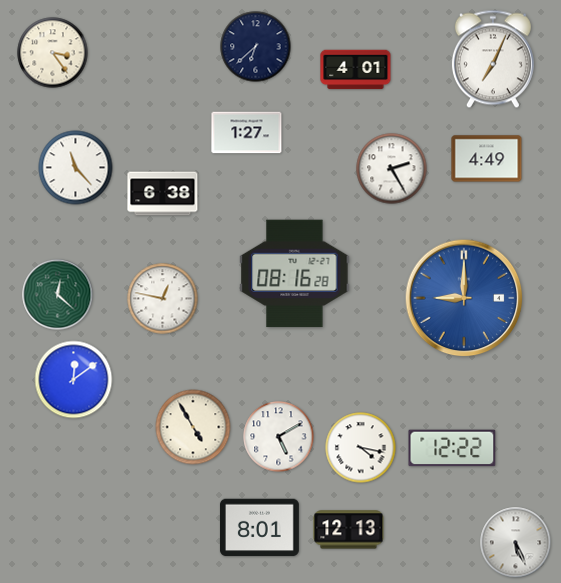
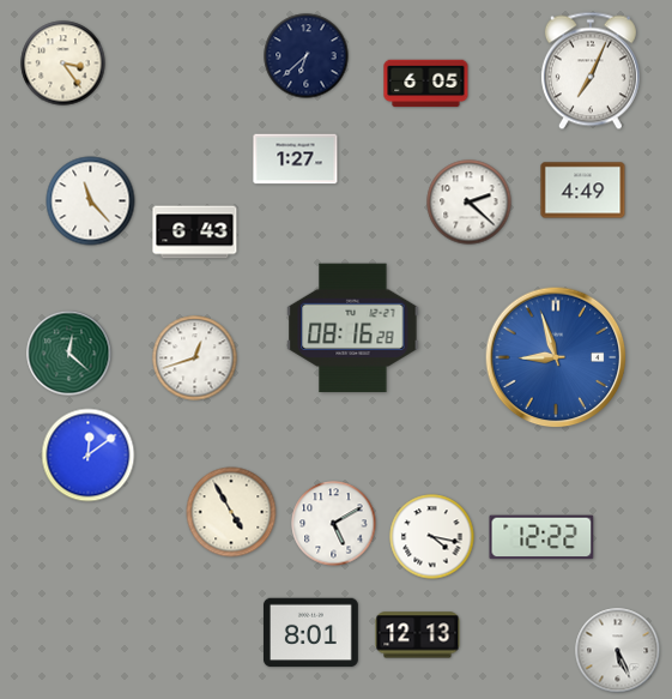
clock at (356, 70): 4:01 -> 6:05
clock at (392, 169): 2:25 -> 2:22
clock at (163, 194): 6:38 -> 6:43
clock at (464, 298): 9:00 -> 8:57
clock at (163, 299): 12:47 -> 12:42
